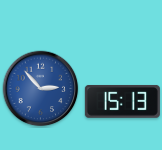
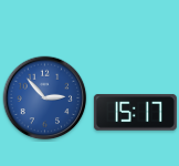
clock at (122, 102): 15:13 -> 15:17
